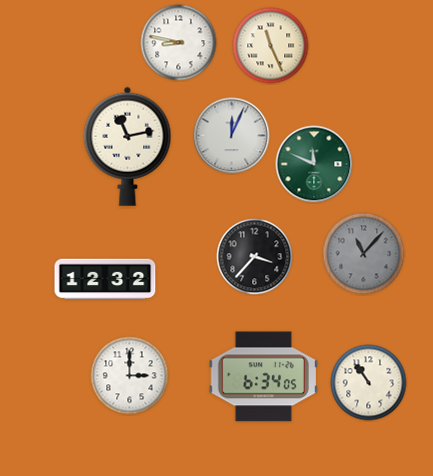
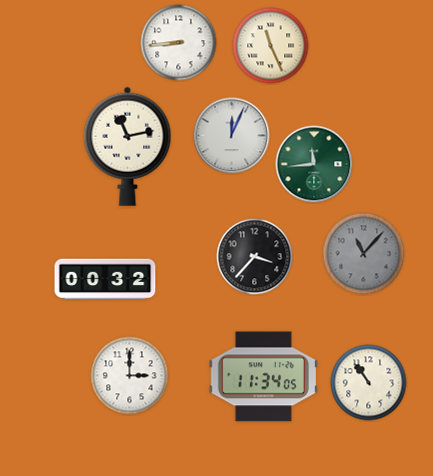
clock at (179, 43): 8:47 -> 8:44
clock at (314, 164): 11:49 -> 11:44
clock at (105, 279): 12:32 -> 00:32
clock at (263, 377): 6:34 -> 11:34
